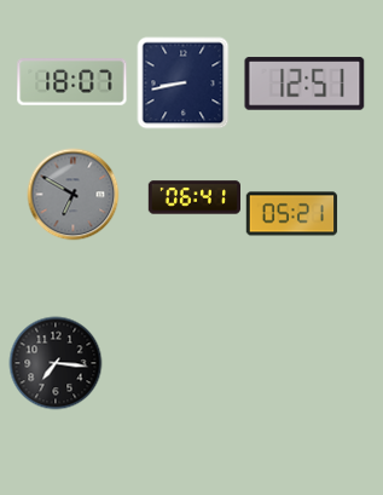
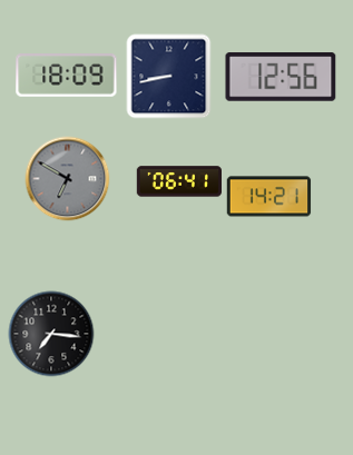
clock at (72, 82): 18:07 -> 18:09
clock at (304, 84): 12:51 -> 12:56
clock at (292, 214): 05:21 -> 14:21
